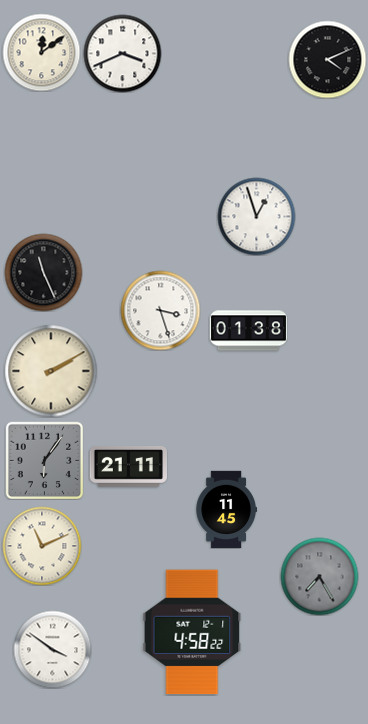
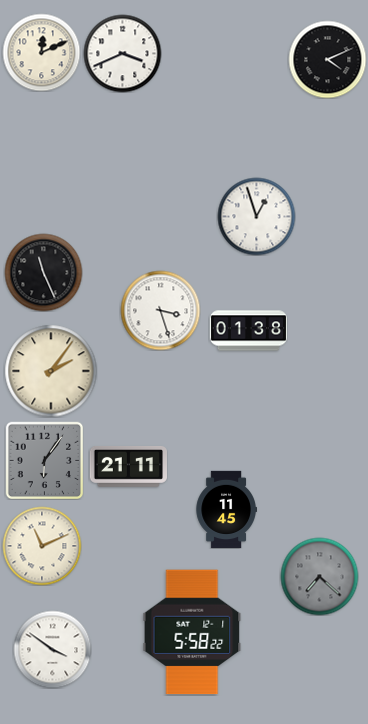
clock at (41, 52): 12:09 -> 12:11
clock at (51, 371): 2:10 -> 2:06
clock at (319, 576): 7:25 -> 7:22
clock at (192, 632): 4:58 -> 5:58
